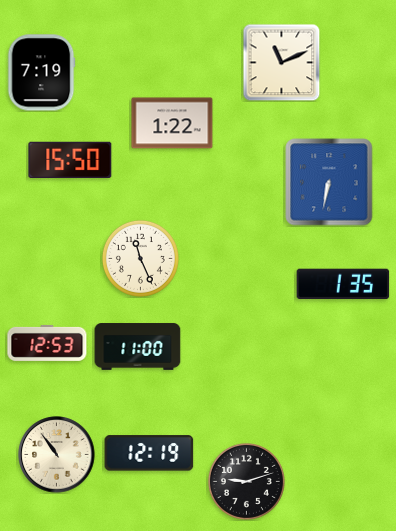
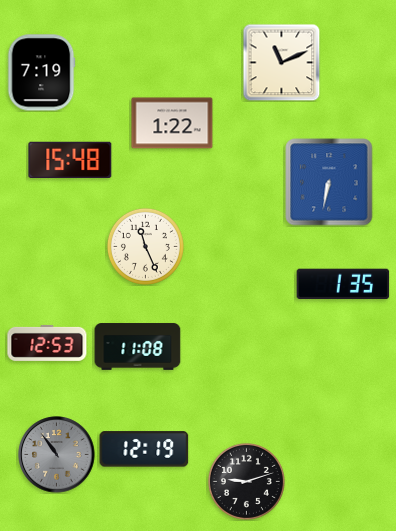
clock at (70, 160): 15:50 -> 15:48
clock at (140, 258) position: (140, 258) -> (145, 246)
clock at (138, 347): 11:00 -> 11:08
clock at (149, 453) position: (149, 453) -> (144, 449)
clock at (57, 455) dial: cream -> grey
